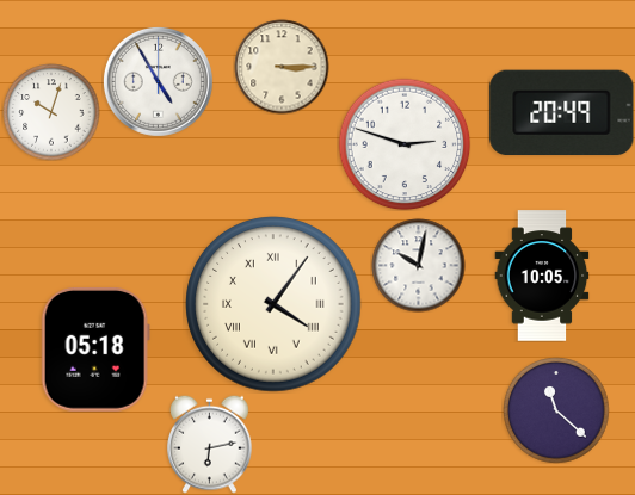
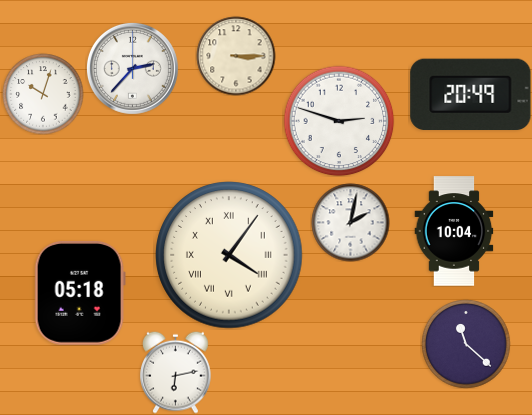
clock at (158, 81): 4:55 -> 2:37
clock at (418, 265): 10:02 -> 2:02
clock at (542, 276): 10:05 -> 10:04
